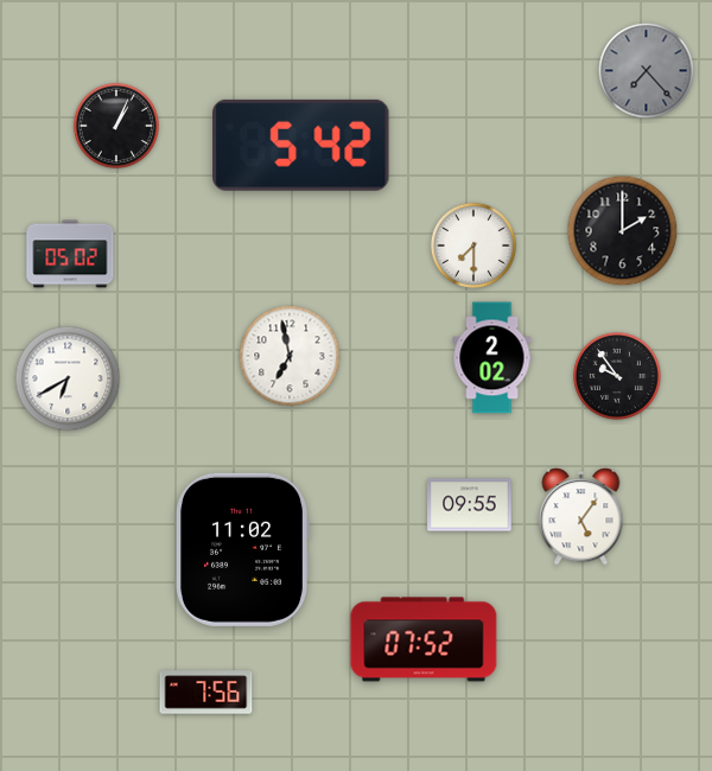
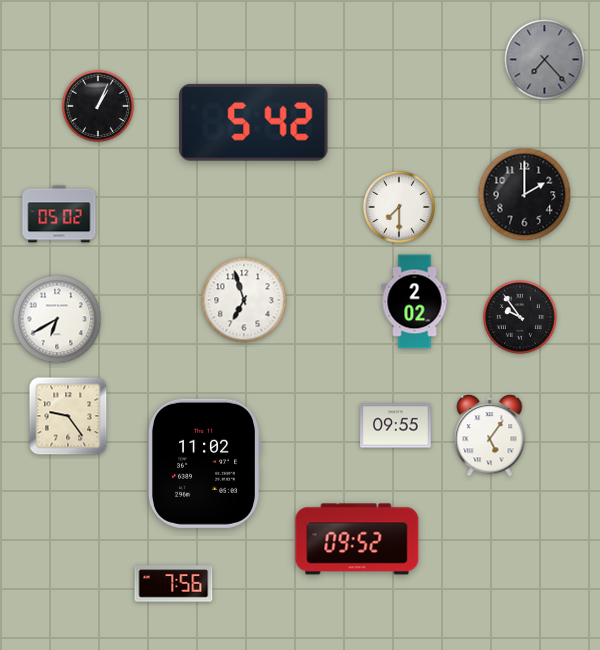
clock at (290, 356): 6:58 -> 6:57
clock at (68, 416): none -> 9:24
clock at (424, 639): 07:52 -> 09:52
